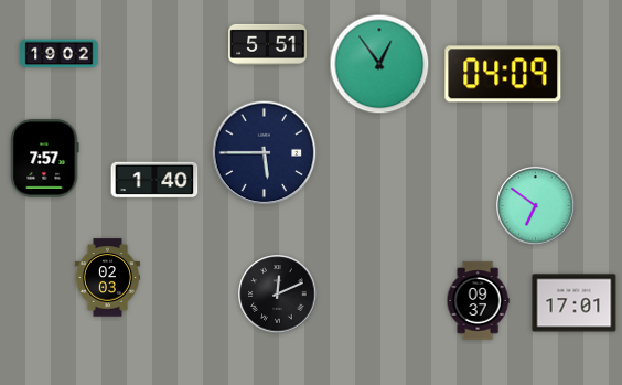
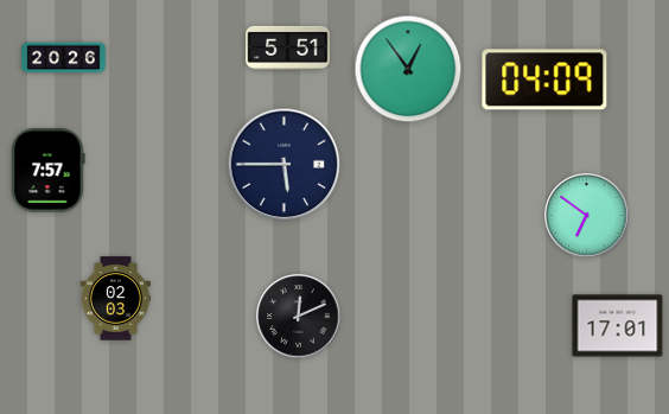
clock at (60, 54): 19:02 -> 20:26
clock at (503, 74) position: (503, 74) -> (544, 79)
clock at (154, 180): 1:40 -> none
clock at (536, 206) position: (536, 206) -> (587, 216)
clock at (478, 301): 09:37 -> none
